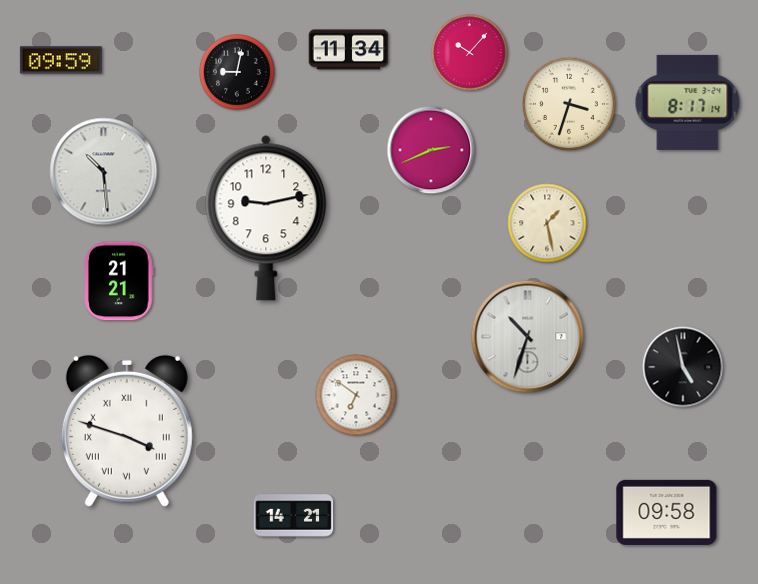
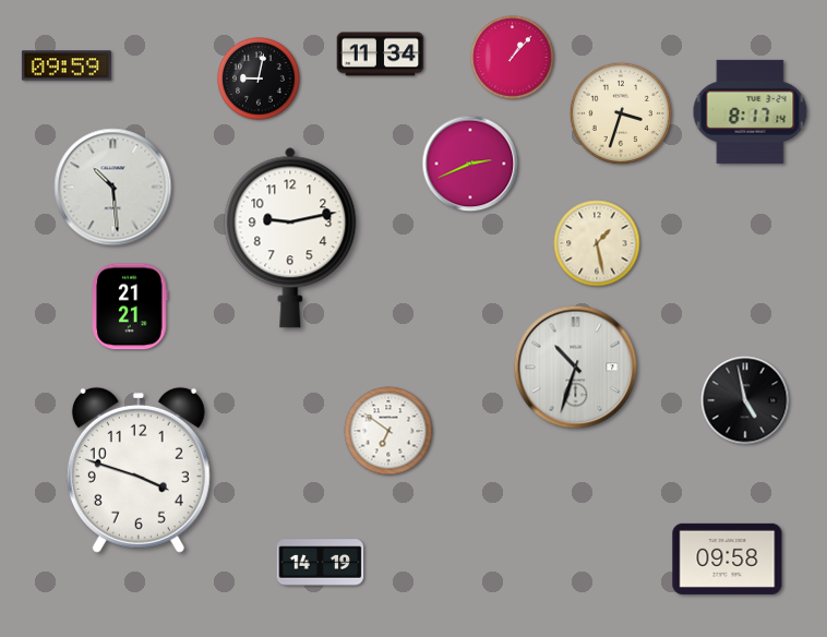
clock at (470, 53): 10:07 -> 1:07
clock at (127, 431) numerals: Roman -> Arabic
clock at (294, 516): 14:21 -> 14:19
